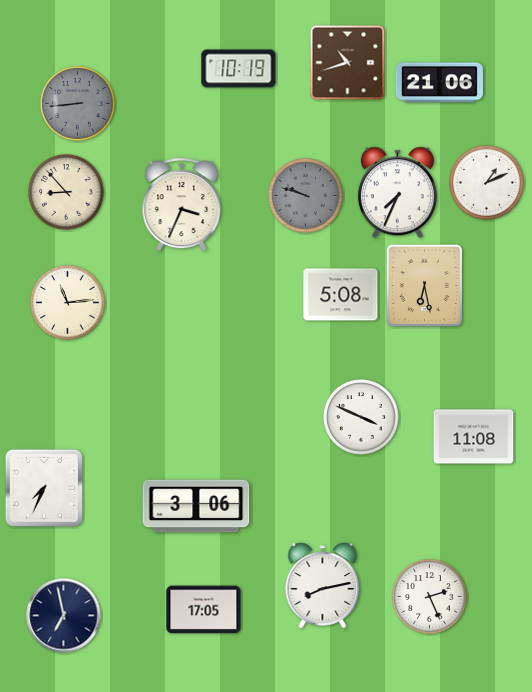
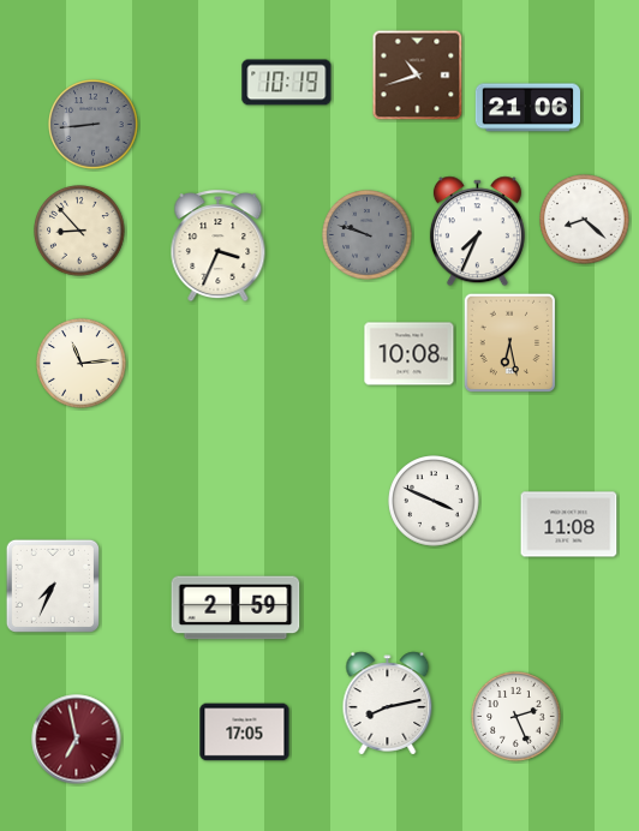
clock at (439, 83) position: (439, 83) -> (527, 108)
clock at (487, 183): 1:11 -> 8:22
clock at (341, 295): 5:08 -> 10:08
clock at (196, 506): 3:06 -> 2:59
clock at (64, 616) dial: navy -> burgundy
